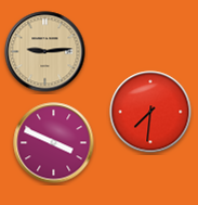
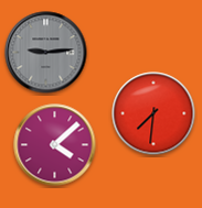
clock at (45, 52) dial: champagne -> grey
clock at (54, 143): 3:49 -> 4:08
